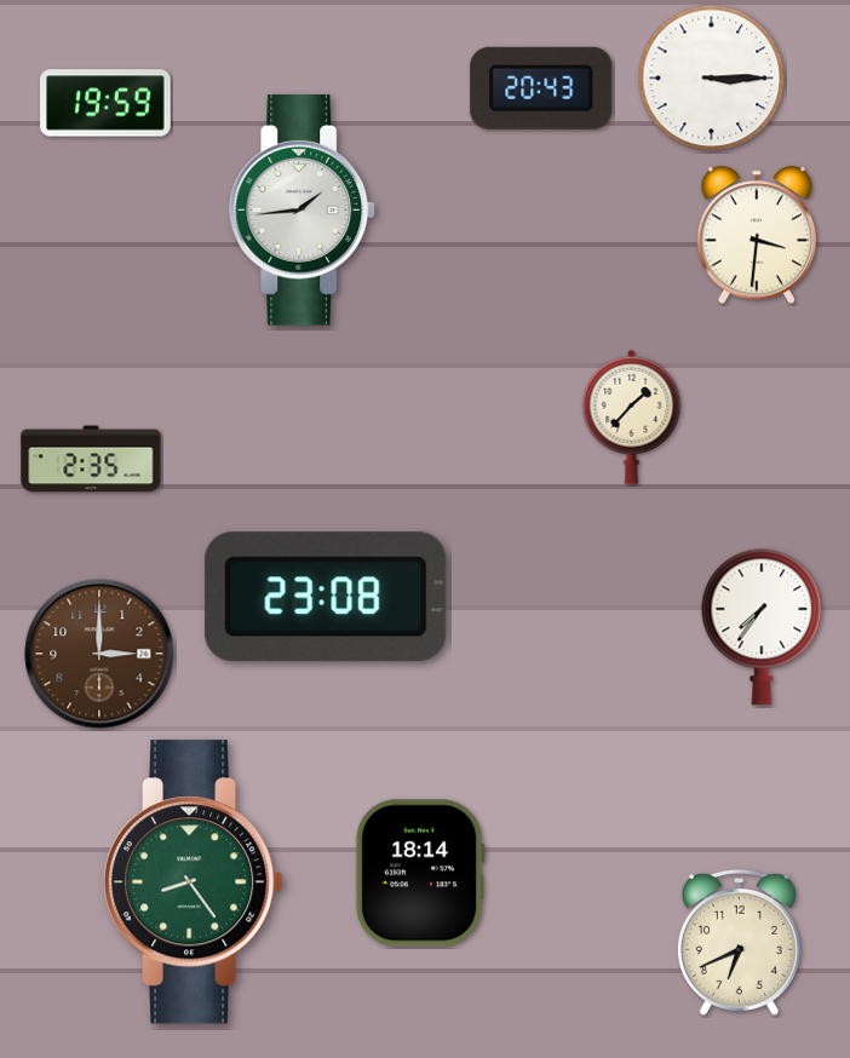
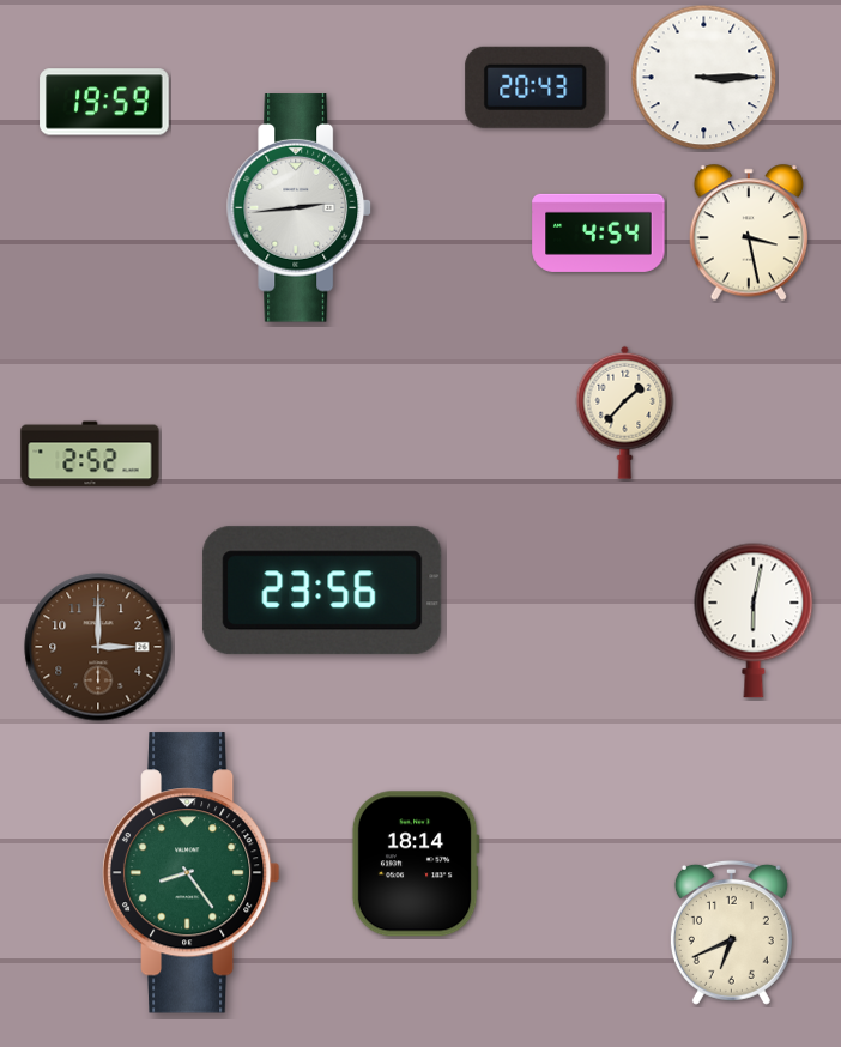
clock at (303, 211): 1:44 -> 2:44
clock at (599, 232): none -> 4:54
clock at (756, 235): 3:31 -> 3:28
clock at (91, 459): 2:35 -> 2:52
clock at (326, 597): 23:08 -> 23:56
clock at (762, 627): 7:36 -> 6:02
